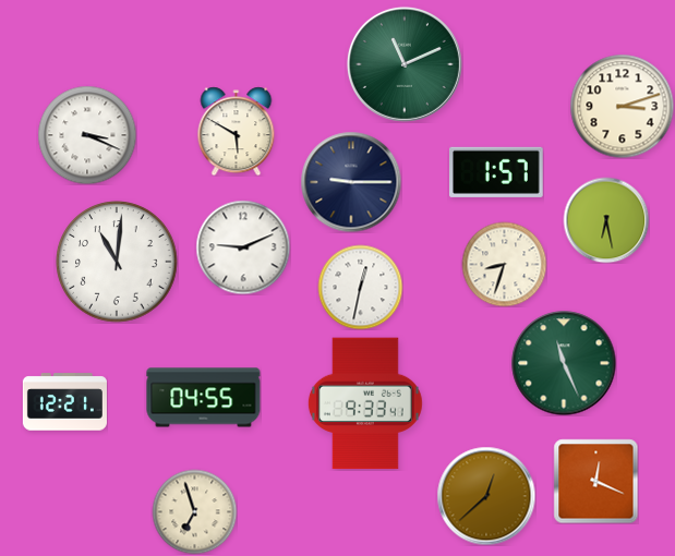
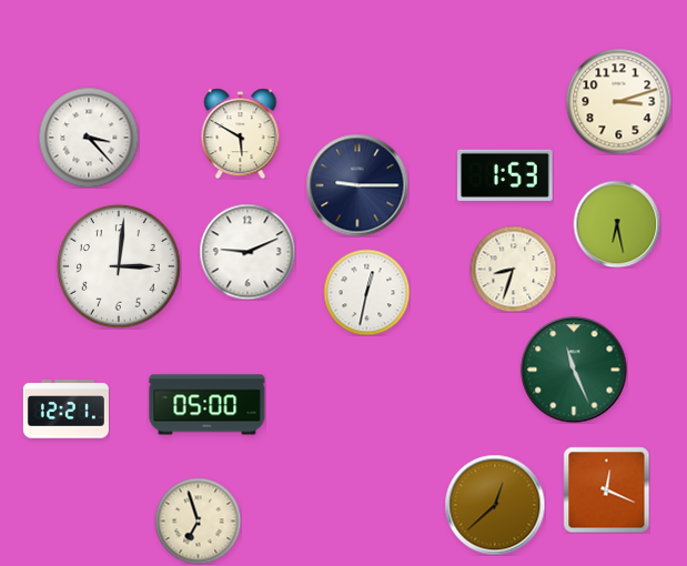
clock at (405, 64): 11:11 -> none
clock at (622, 106) position: (622, 106) -> (618, 101)
clock at (87, 135): 3:19 -> 3:23
clock at (497, 172): 1:57 -> 1:53
clock at (117, 262): 11:01 -> 3:01
clock at (204, 398): 04:55 -> 05:00
clock at (365, 403): 9:33 -> none
